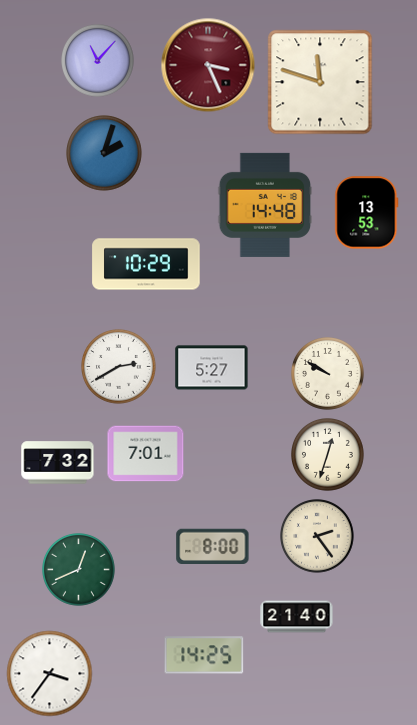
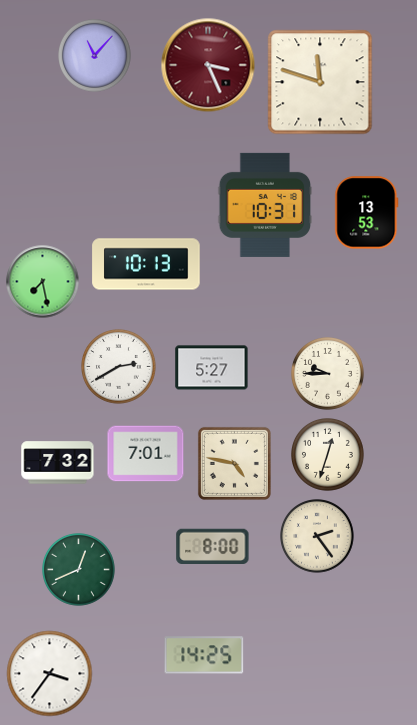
clock at (98, 61) position: (98, 61) -> (95, 56)
clock at (104, 153): 2:03 -> none
clock at (265, 205): 14:48 -> 10:31
clock at (146, 264): 10:29 -> 10:13
clock at (43, 282): none -> 7:28
clock at (328, 374): 9:50 -> 9:45
clock at (234, 463): none -> 4:47
clock at (297, 617): 21:40 -> none
